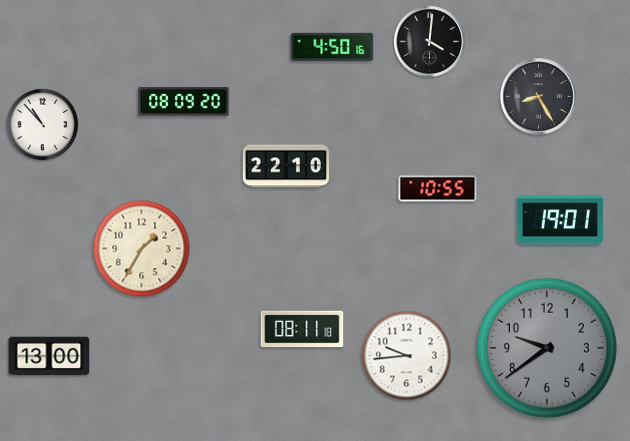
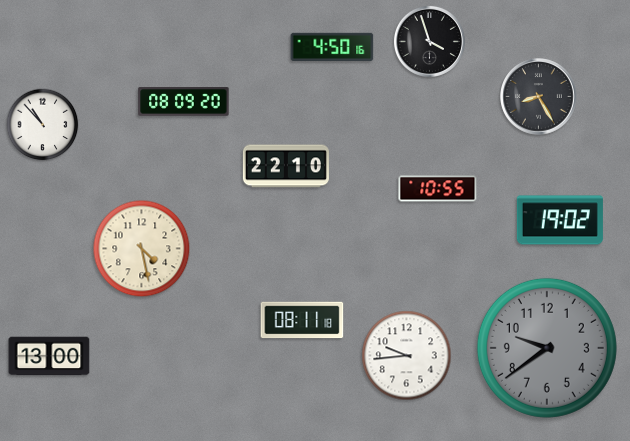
clock at (429, 41): 4:01 -> 3:57
clock at (560, 220): 19:01 -> 19:02
clock at (142, 249): 1:35 -> 4:28
clock at (302, 329) position: (302, 329) -> (302, 320)
